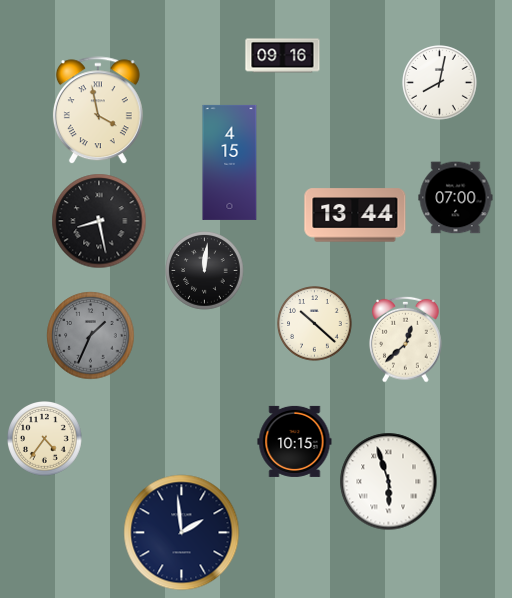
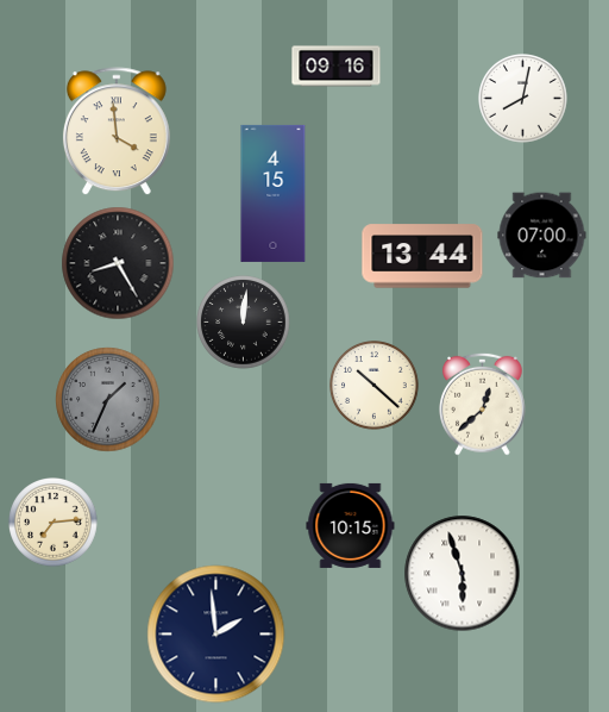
clock at (98, 111): 3:58 -> 3:59
clock at (99, 221): 8:28 -> 8:25
clock at (45, 439): 4:36 -> 7:14
